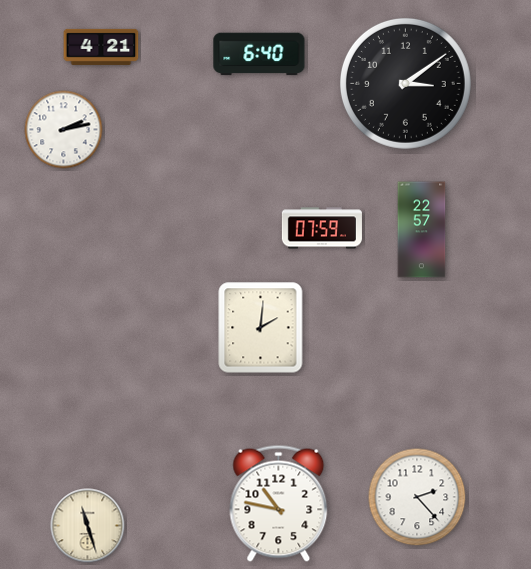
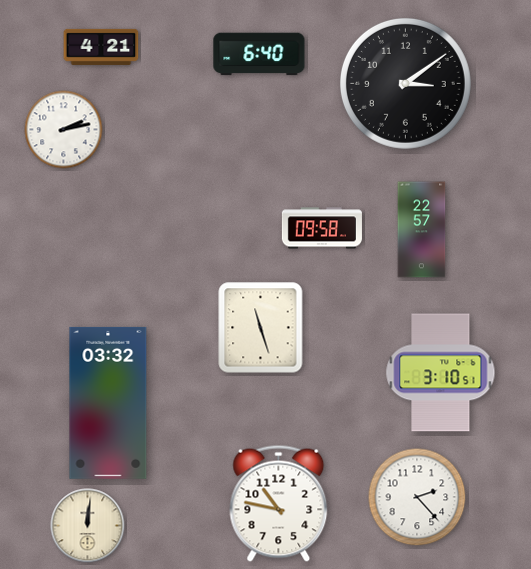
clock at (322, 228): 07:59 -> 09:58
clock at (261, 328): 2:01 -> 11:27
clock at (441, 373): none -> 3:10
clock at (108, 403): none -> 03:32
clock at (88, 526): 11:27 -> 12:01
